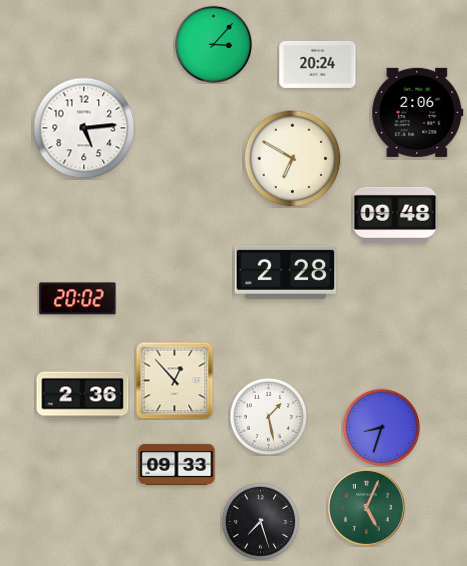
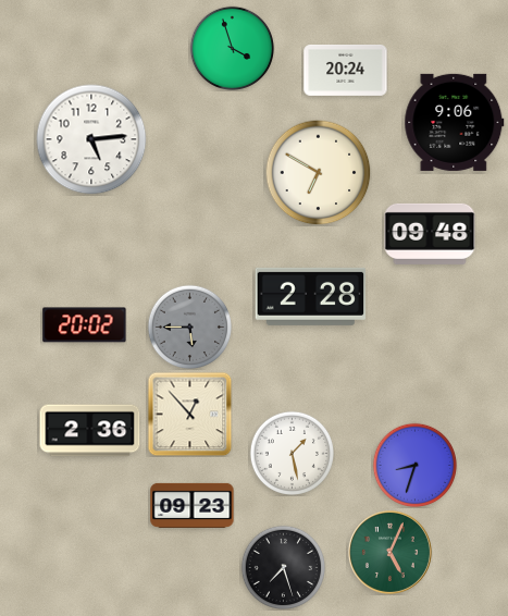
clock at (213, 44): 3:07 -> 3:57
clock at (418, 112): 2:06 -> 9:06
clock at (189, 327): none -> 5:45
clock at (177, 464): 09:33 -> 09:23
clock at (366, 507) position: (366, 507) -> (389, 552)
